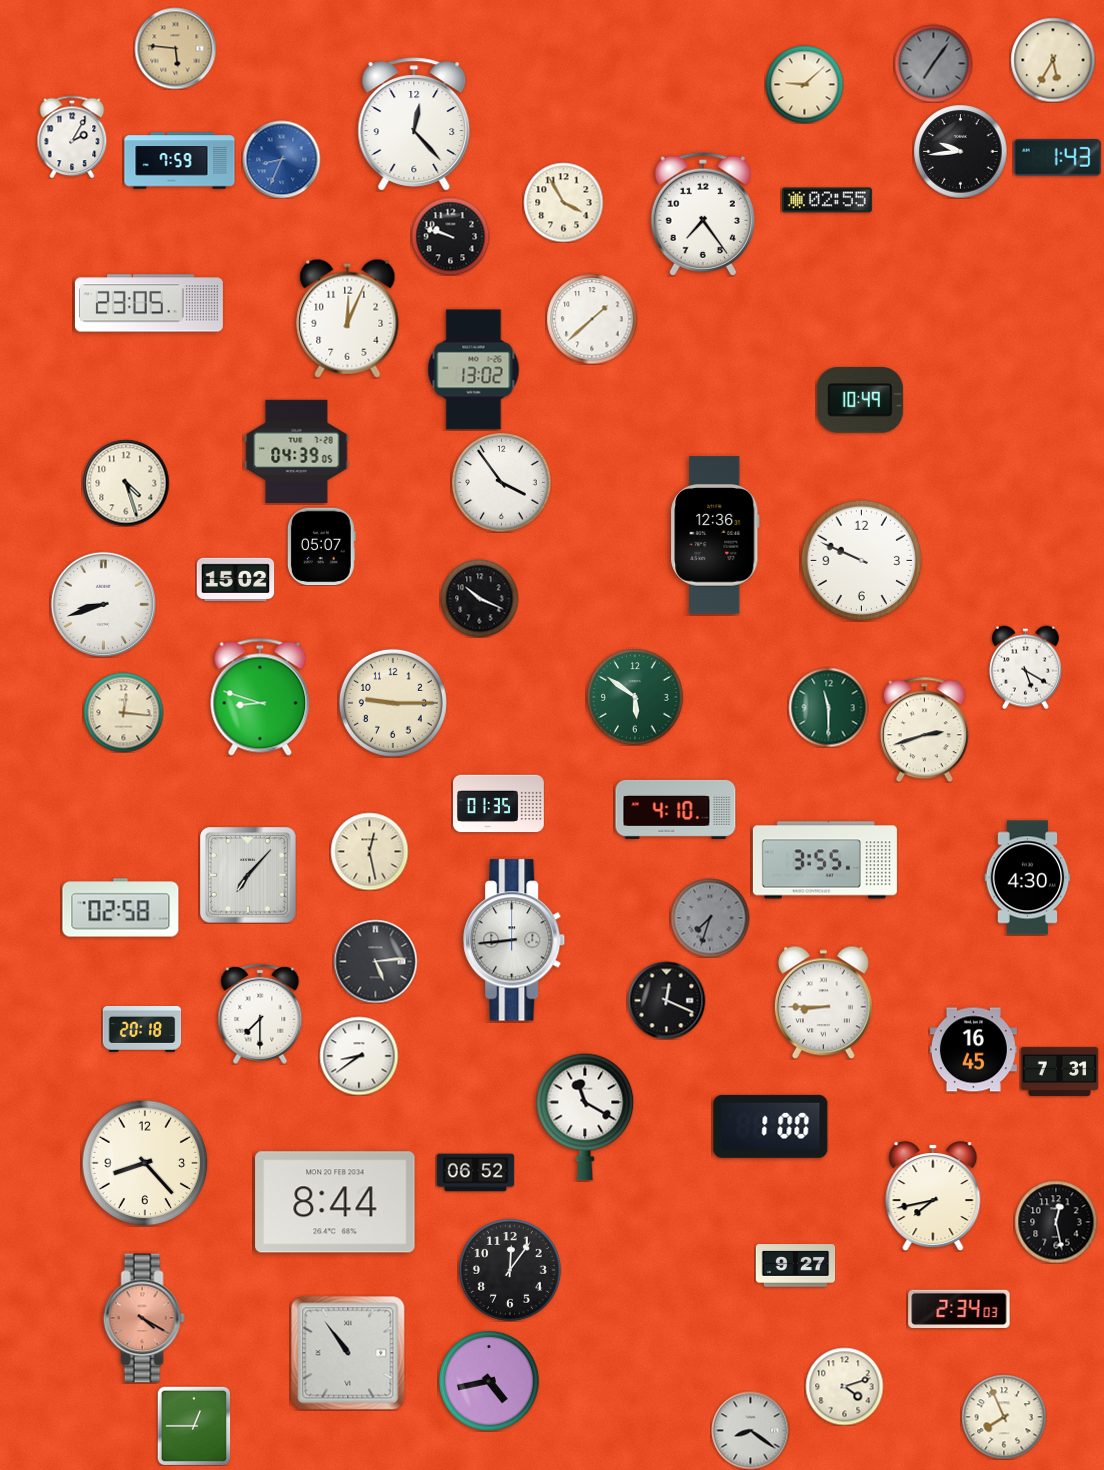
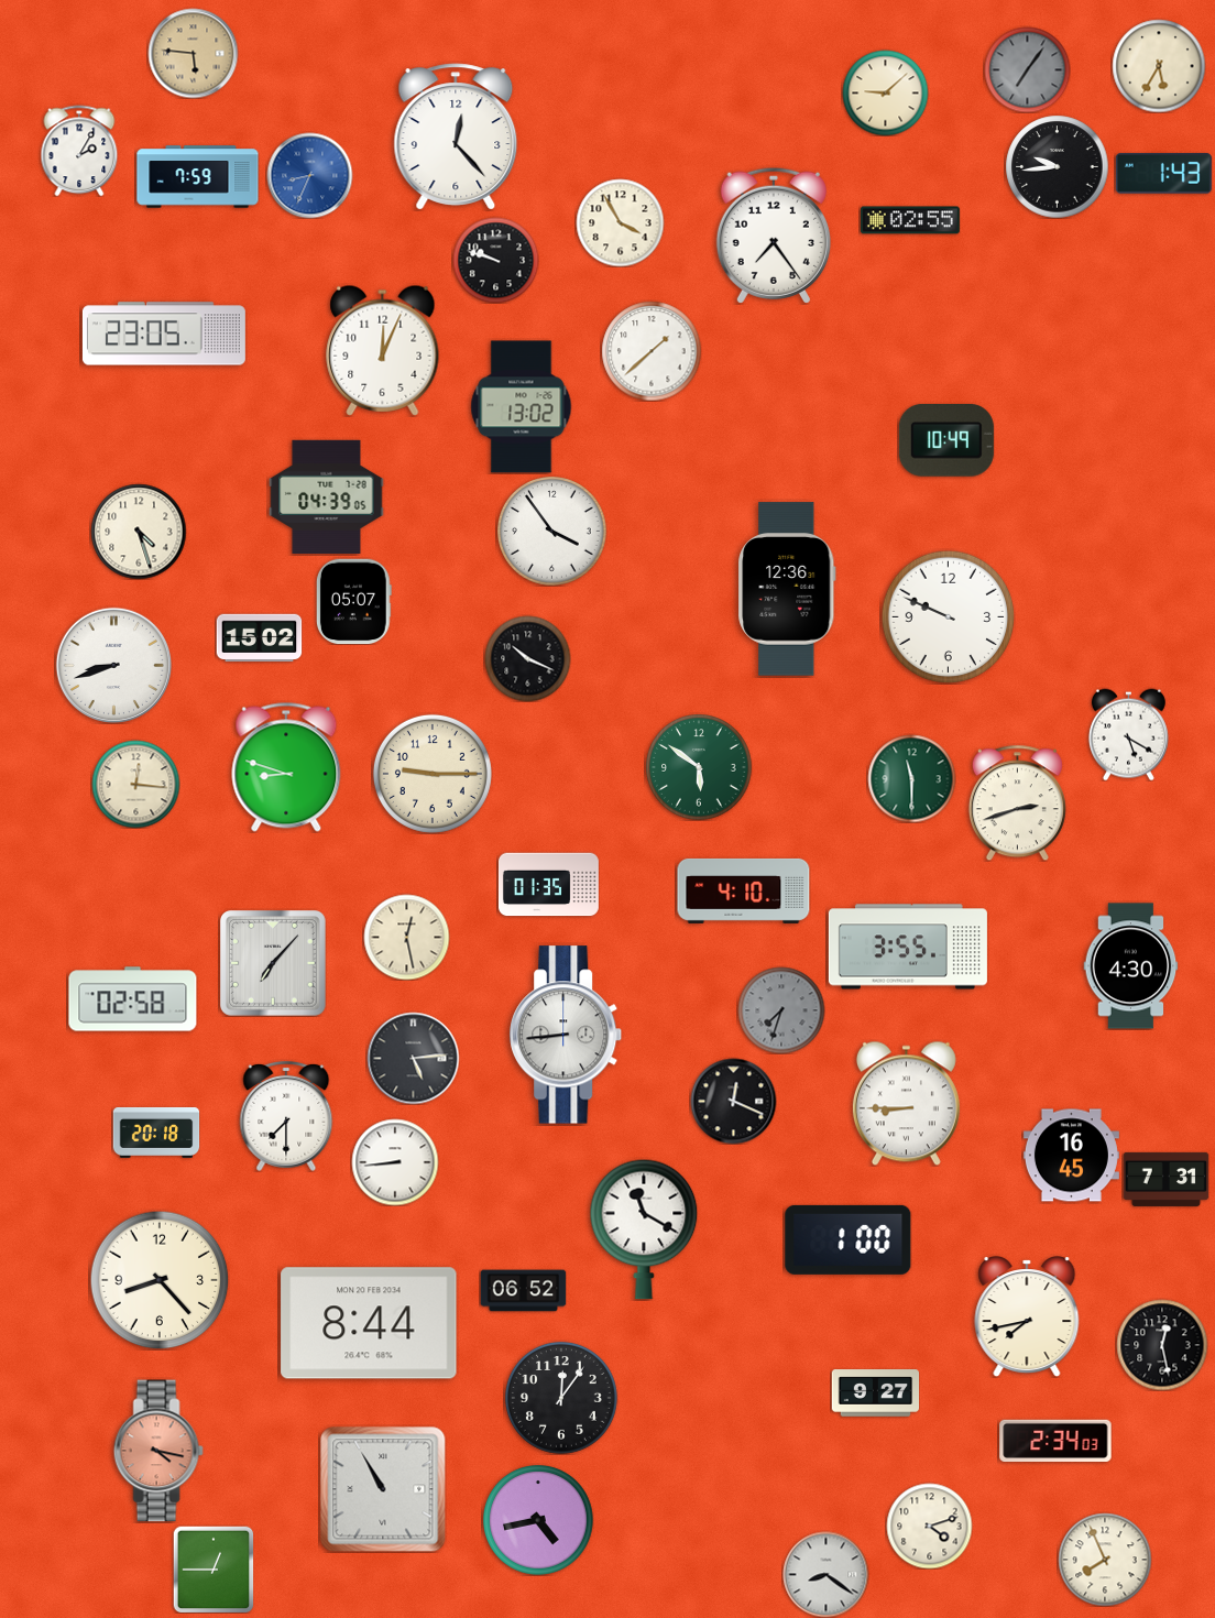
clock at (359, 1056): 8:39 -> 8:44
clock at (144, 1318): 4:20 -> 4:17
clock at (348, 1353): 10:54 -> 10:55
